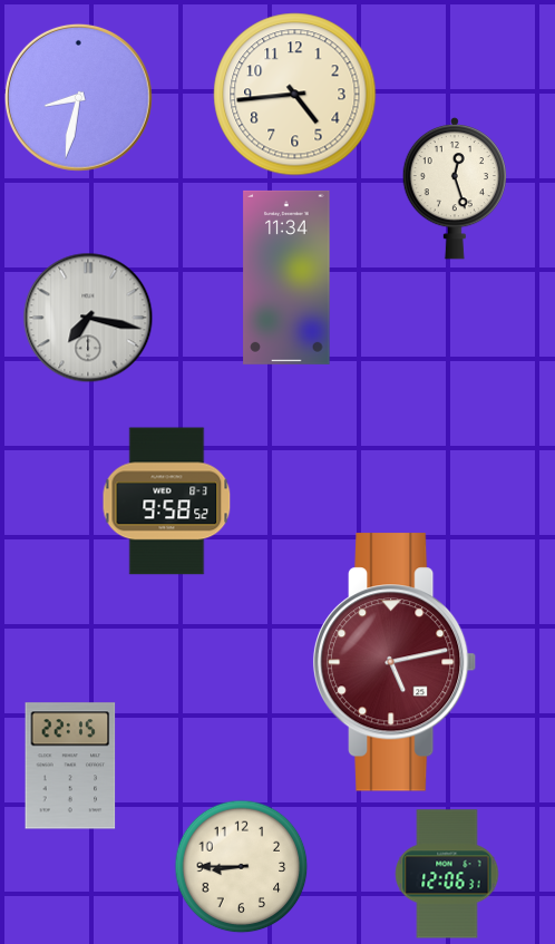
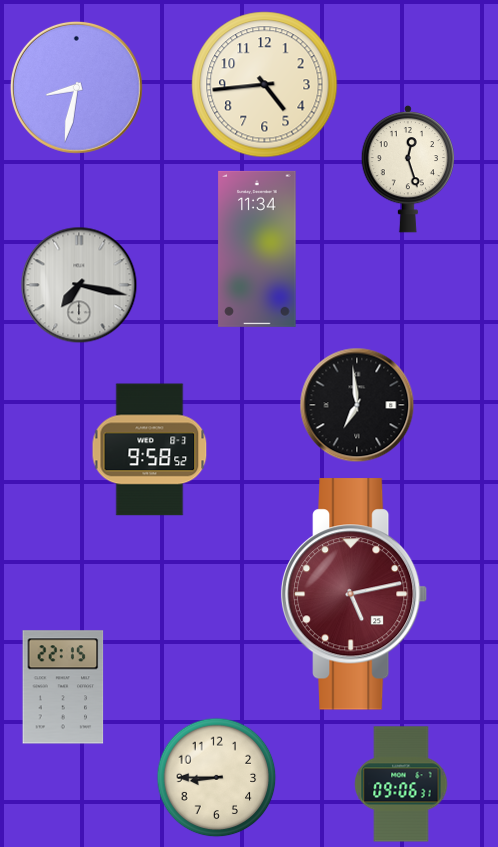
clock at (78, 97) position: (78, 97) -> (76, 87)
clock at (357, 405): none -> 6:59
clock at (447, 874): 12:06 -> 09:06
